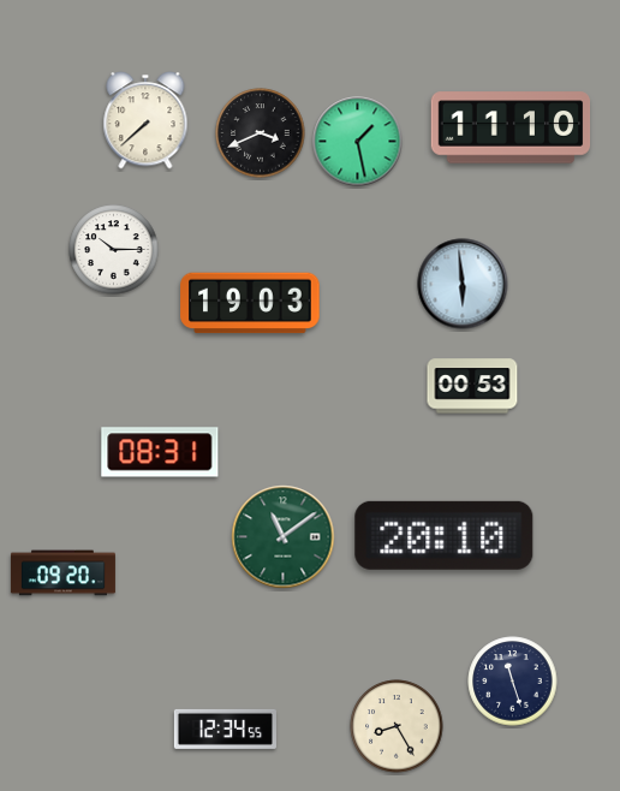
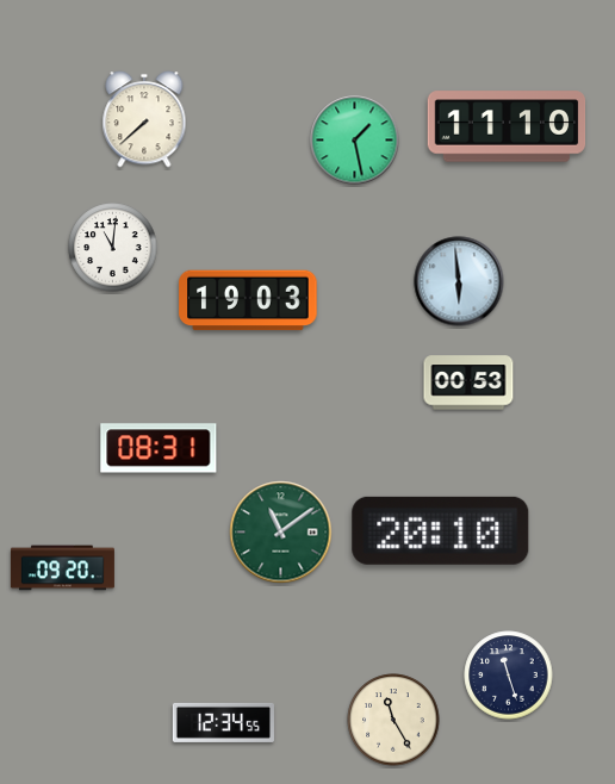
clock at (261, 133): 3:41 -> none
clock at (114, 250): 10:15 -> 11:01
clock at (397, 726): 8:25 -> 11:25
